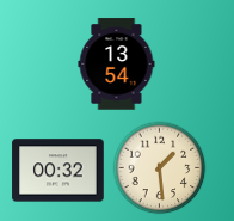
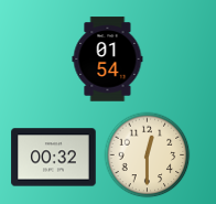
clock at (117, 65): 13:54 -> 01:54
clock at (159, 167): 1:29 -> 12:30
